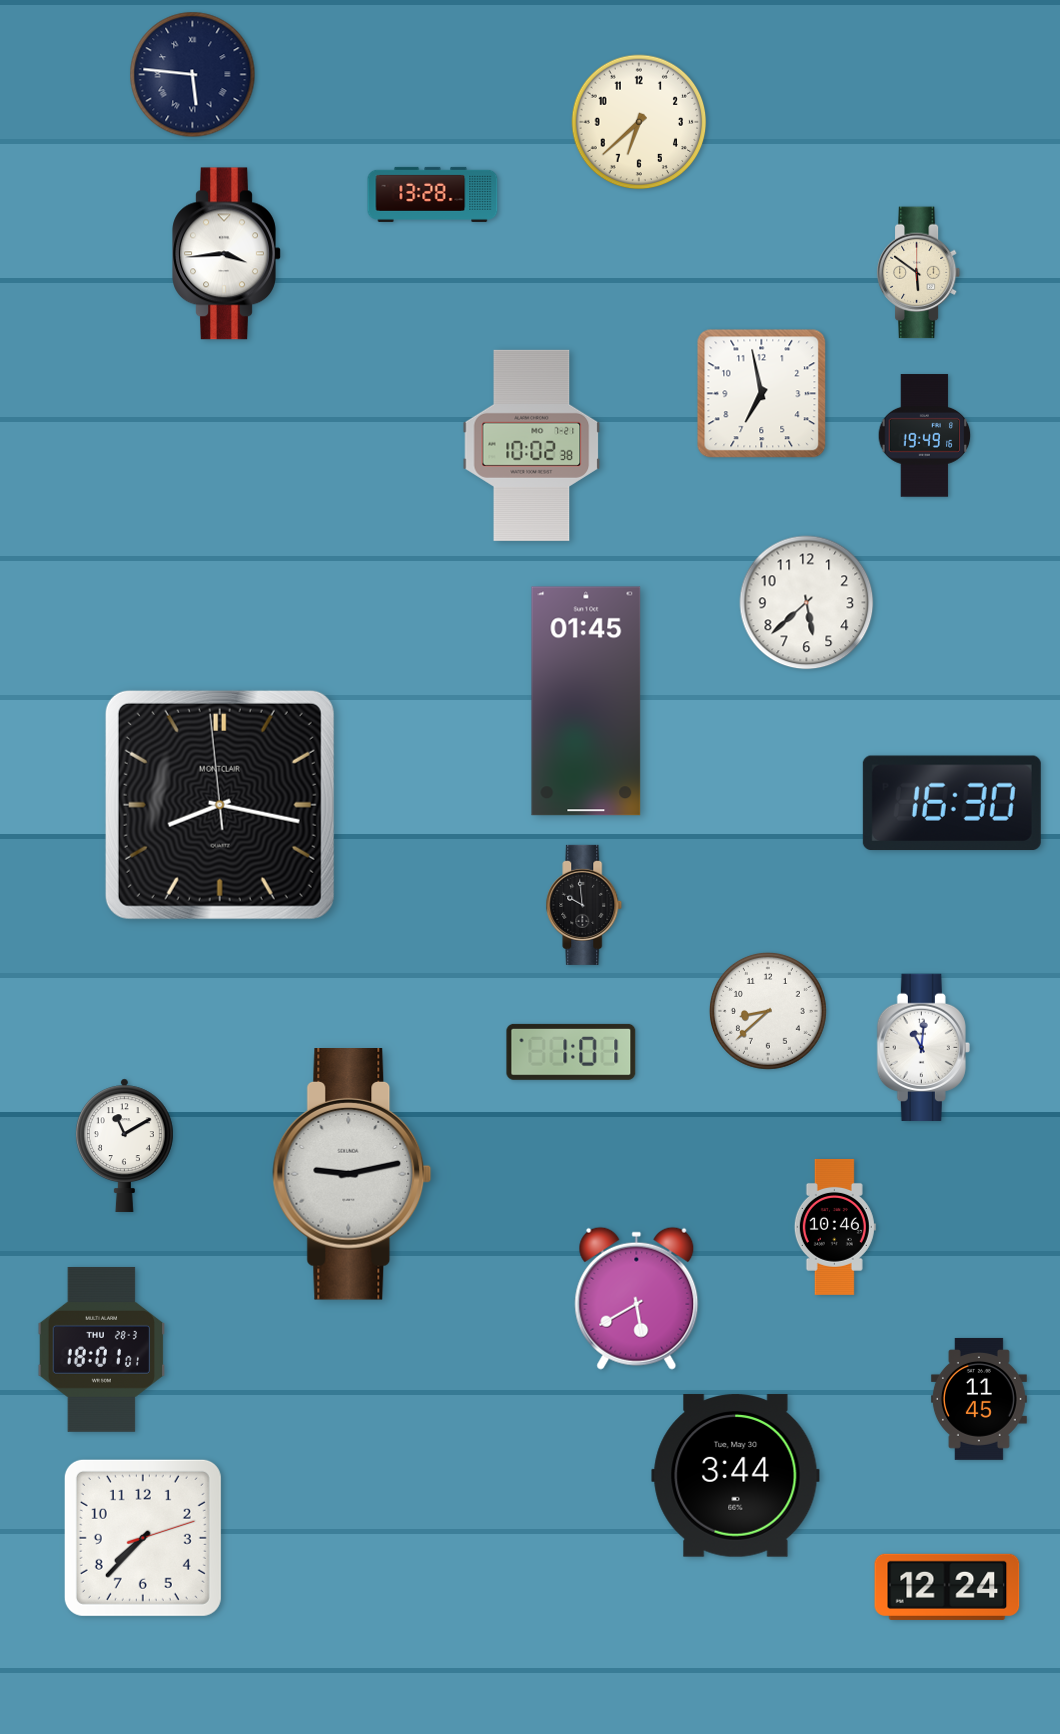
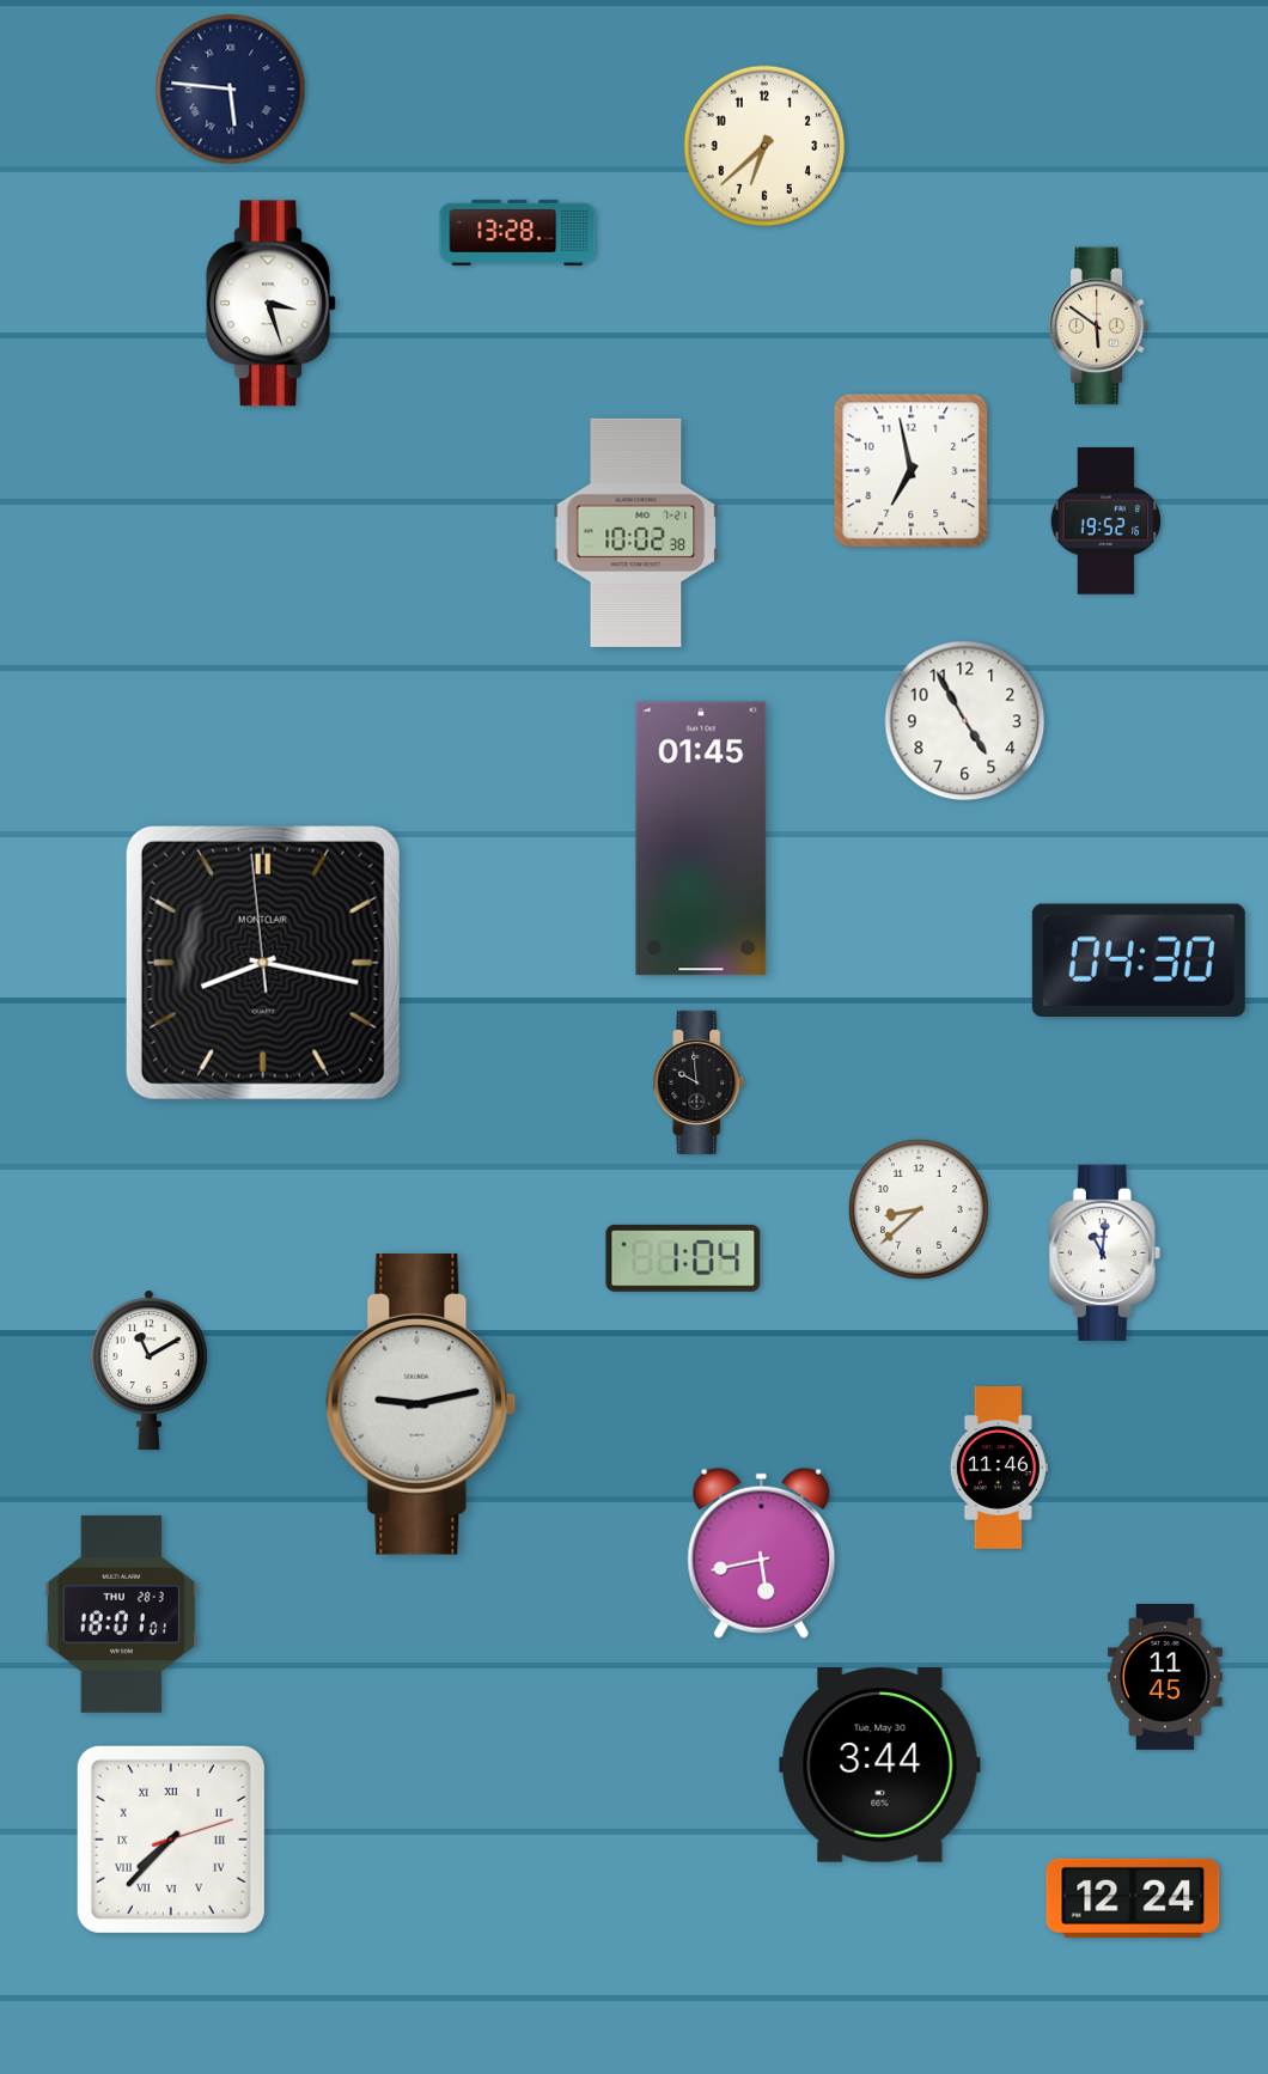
clock at (227, 254): 3:44 -> 3:27
clock at (925, 436): 19:49 -> 19:52
clock at (807, 603): 5:38 -> 4:55
clock at (952, 803): 16:30 -> 04:30
clock at (571, 1052): 1:01 -> 1:04
clock at (835, 1227): 10:46 -> 11:46
clock at (637, 1298): 5:40 -> 5:43
clock at (979, 1399) position: (979, 1399) -> (1165, 1677)
clock at (143, 1538) numerals: Arabic -> Roman
